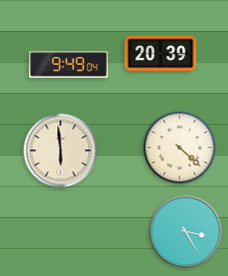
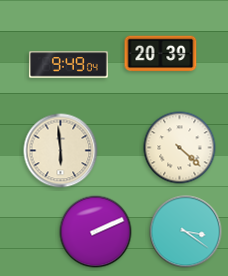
clock at (96, 232): none -> 2:11
clock at (186, 232): 3:25 -> 3:21
